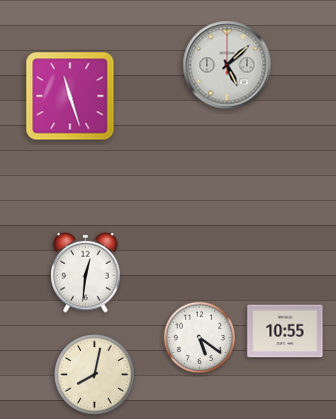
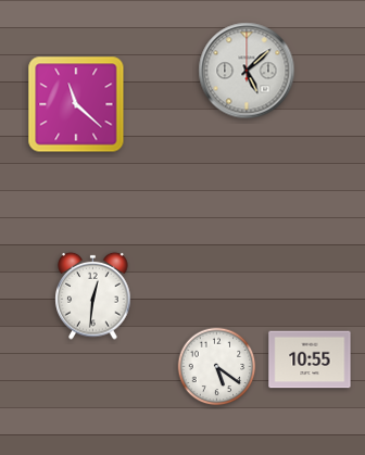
clock at (70, 96): 11:27 -> 11:22
clock at (95, 375): 8:02 -> none
